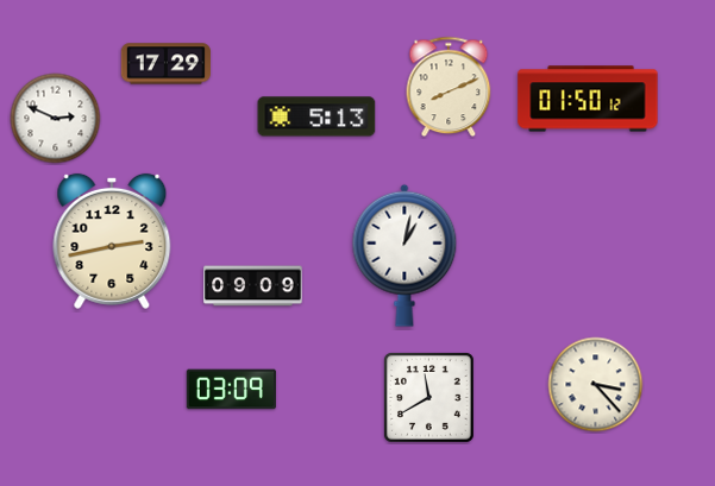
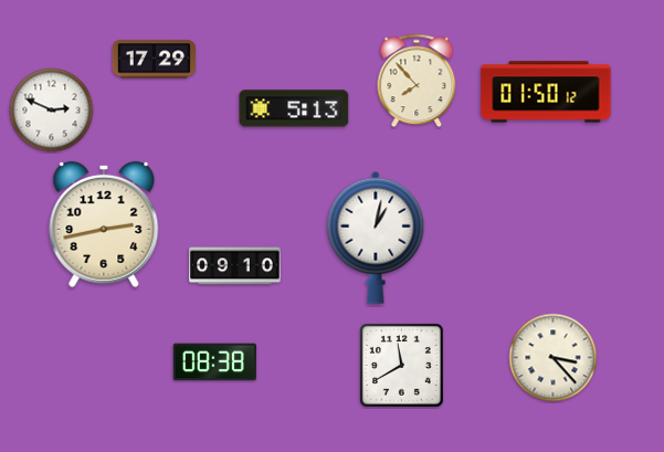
clock at (449, 87): 8:11 -> 7:53
clock at (253, 286): 09:09 -> 09:10
clock at (231, 390): 03:09 -> 08:38
clock at (429, 398) position: (429, 398) -> (402, 366)
